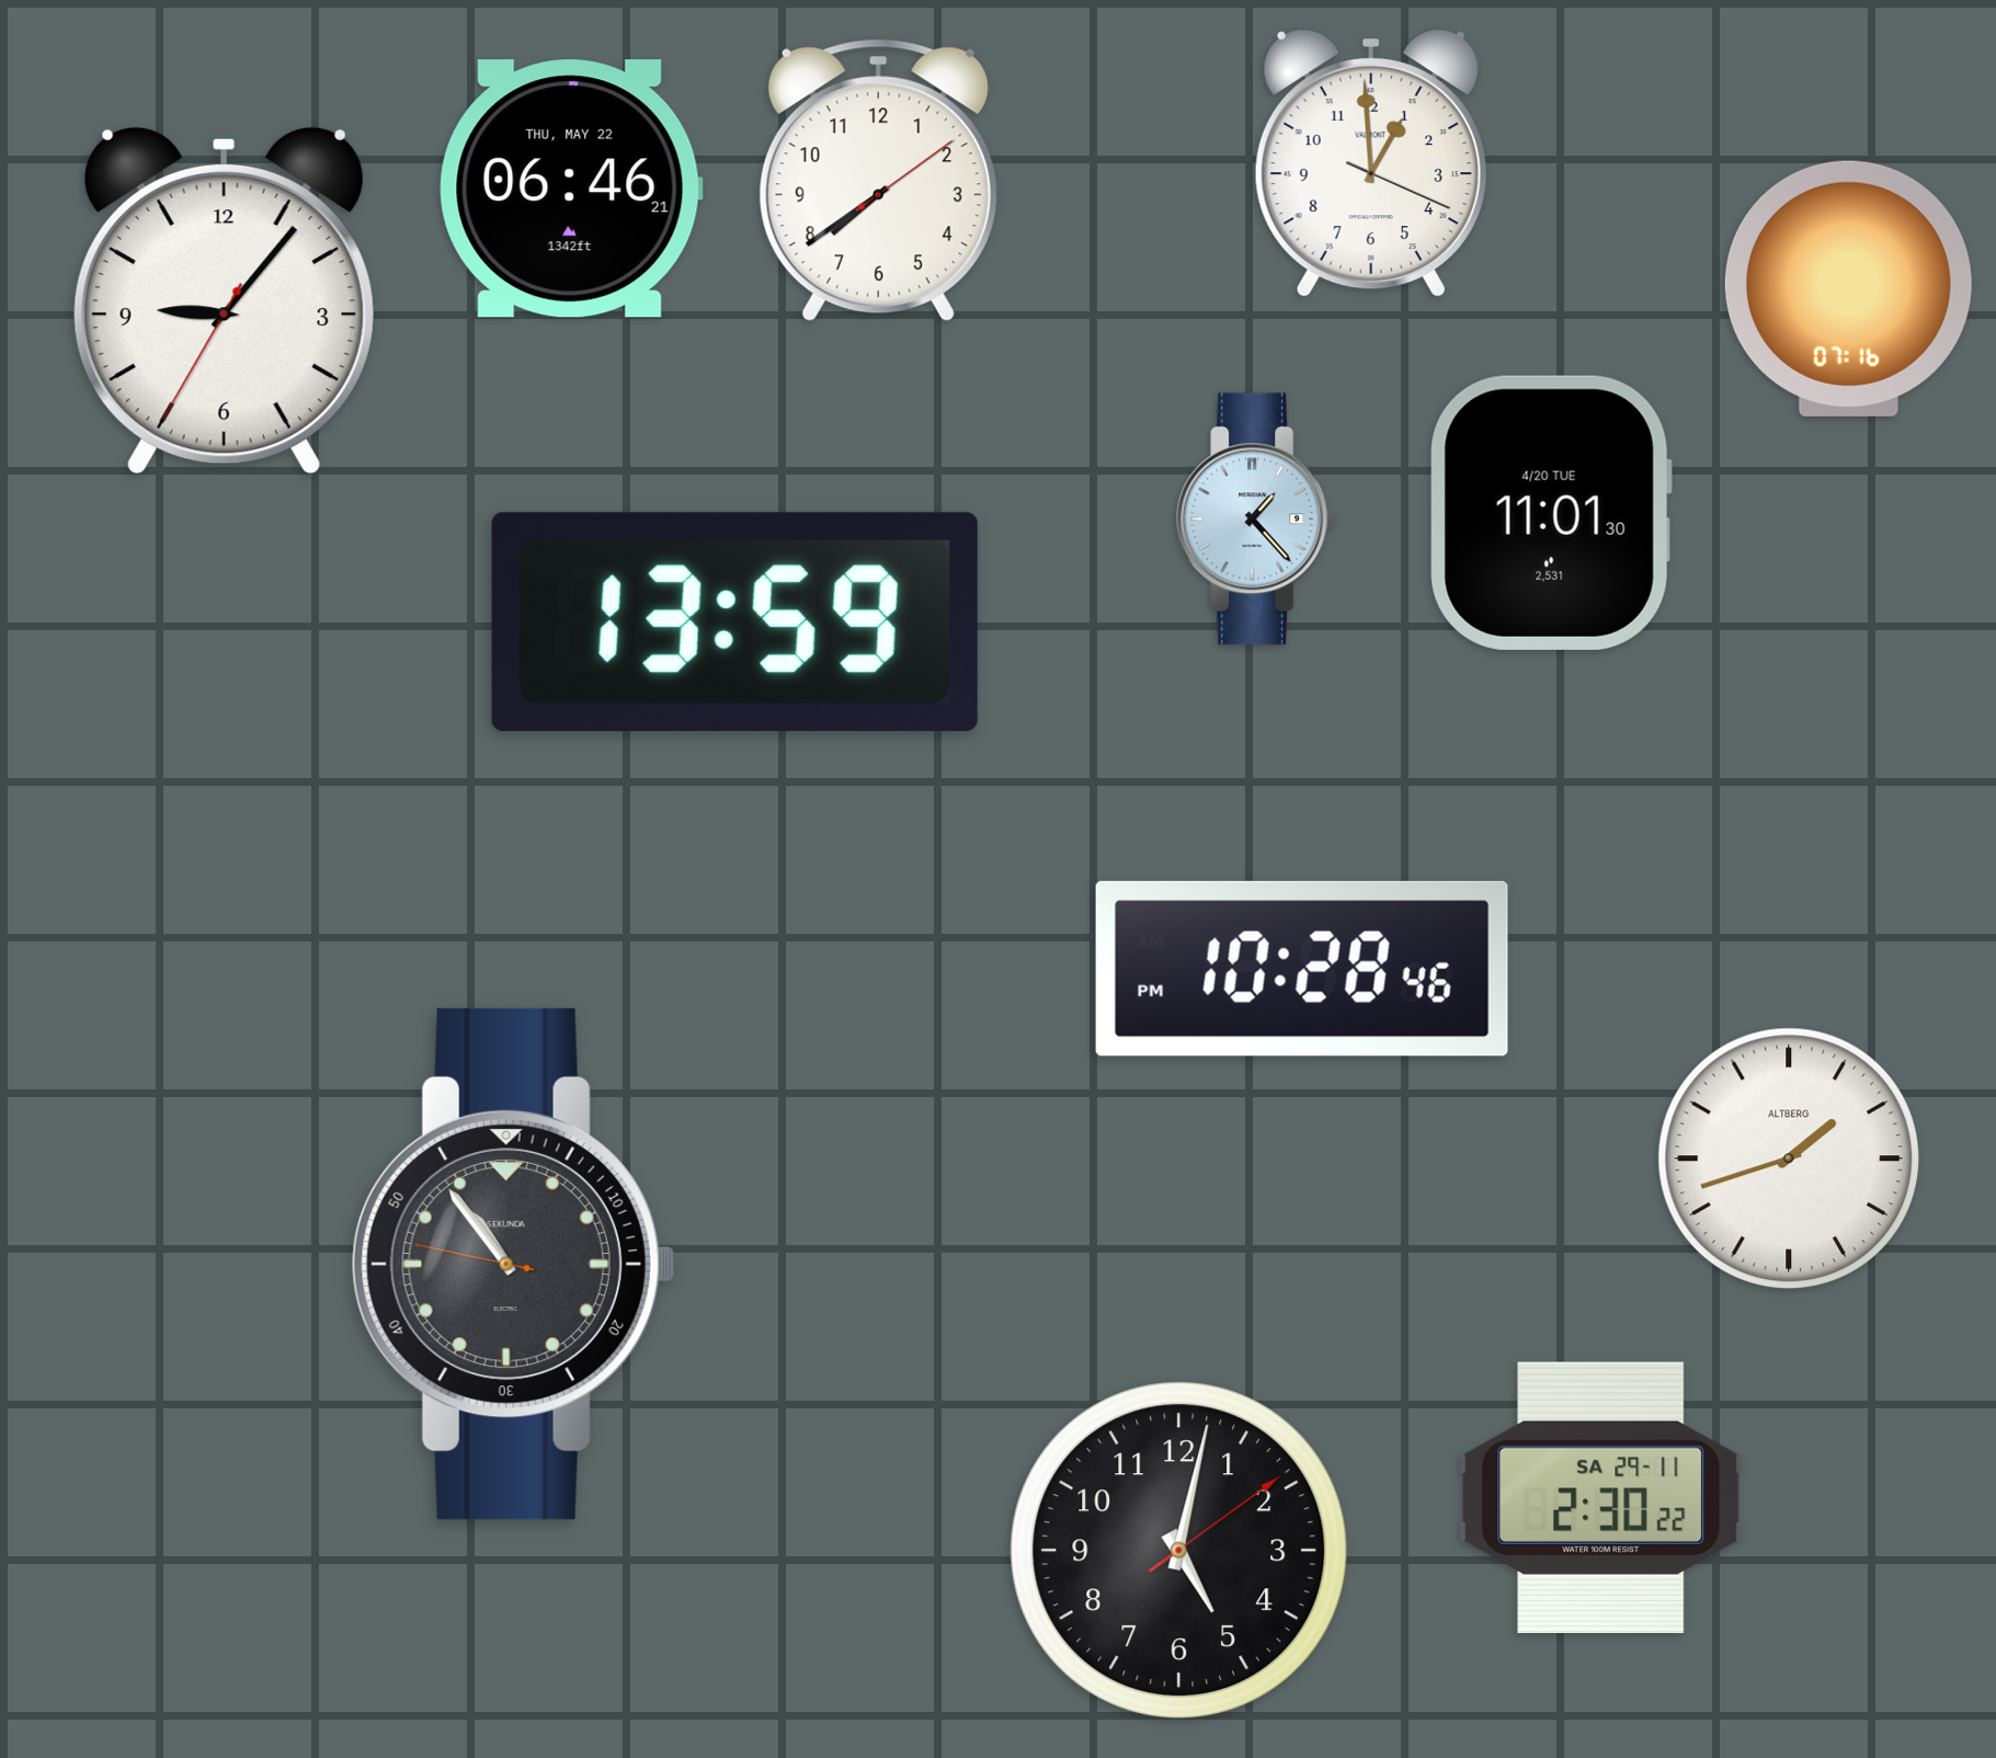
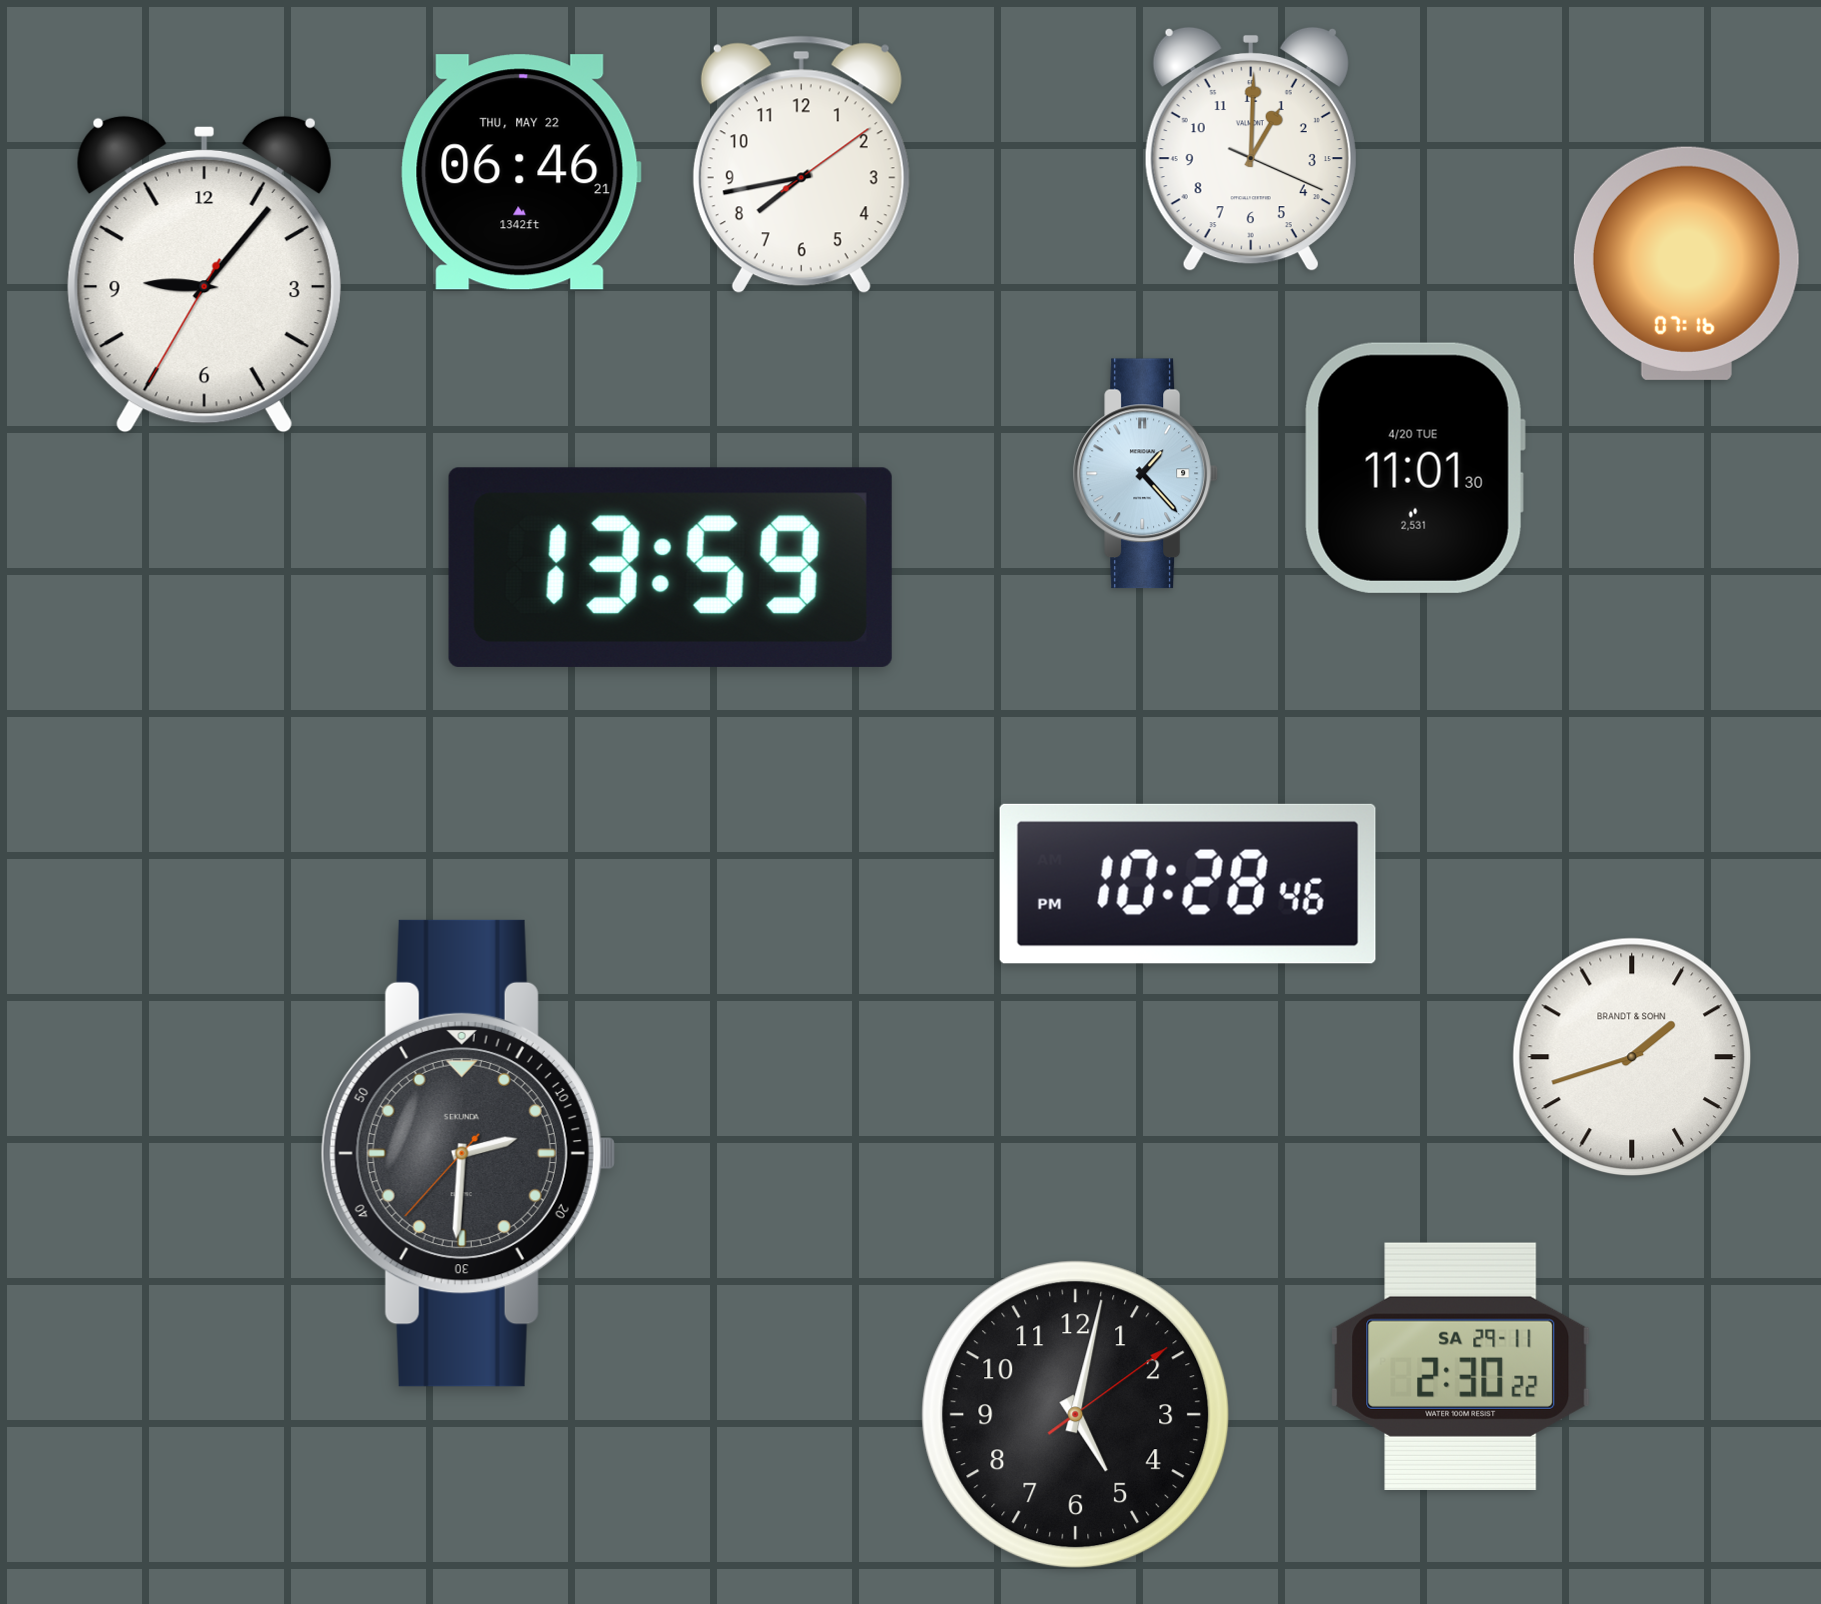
clock at (1371, 163): 12:59 -> 1:00
clock at (878, 181): 7:39 -> 7:43
clock at (1789, 1158) brand: ALTBERG -> BRANDT & SOHN
clock at (513, 1264): 10:53 -> 2:30
